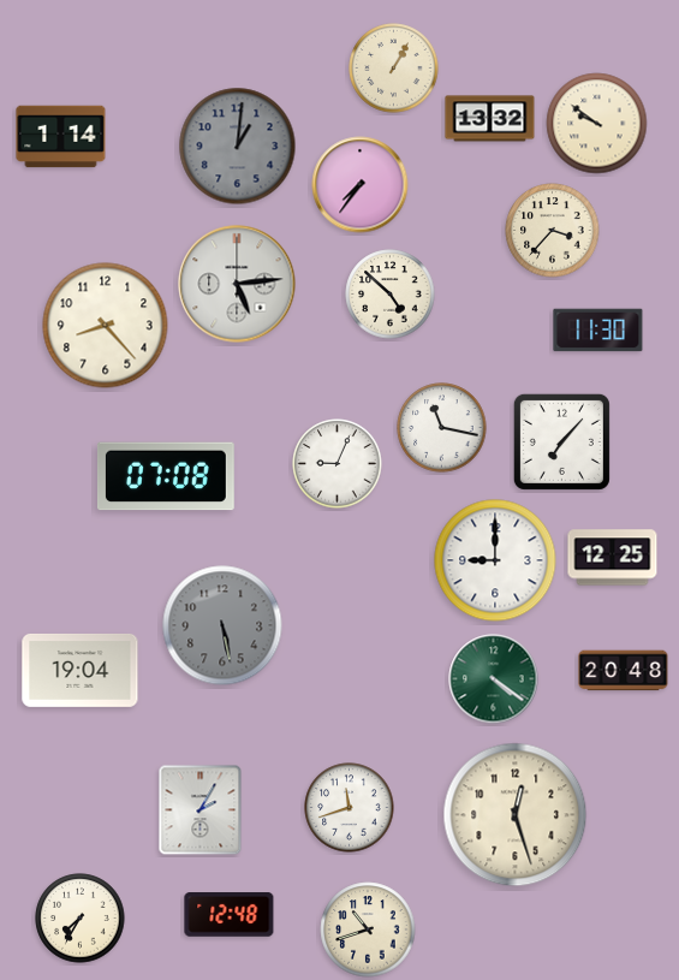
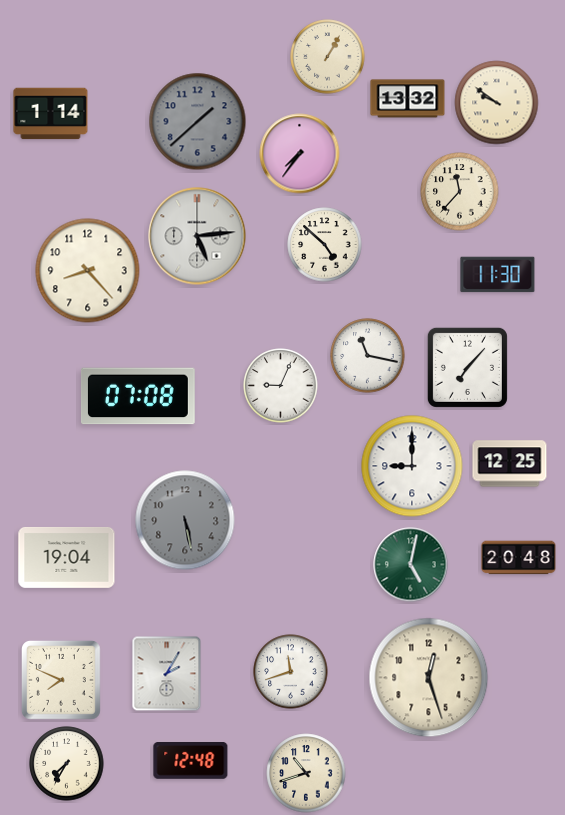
clock at (238, 147): 1:01 -> 1:38
clock at (553, 231): 3:37 -> 11:37
clock at (494, 679): 4:21 -> 5:02
clock at (61, 680): none -> 7:49
